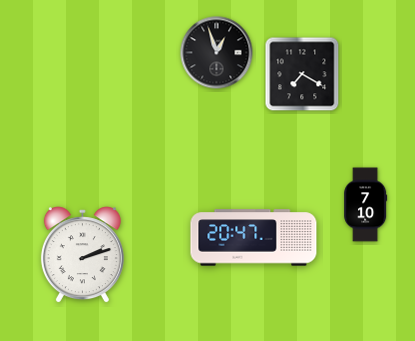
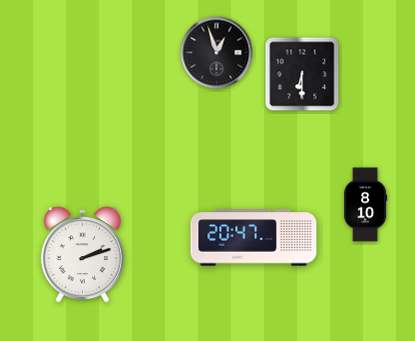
clock at (302, 74): 7:20 -> 6:30
clock at (366, 205): 7:10 -> 8:10
